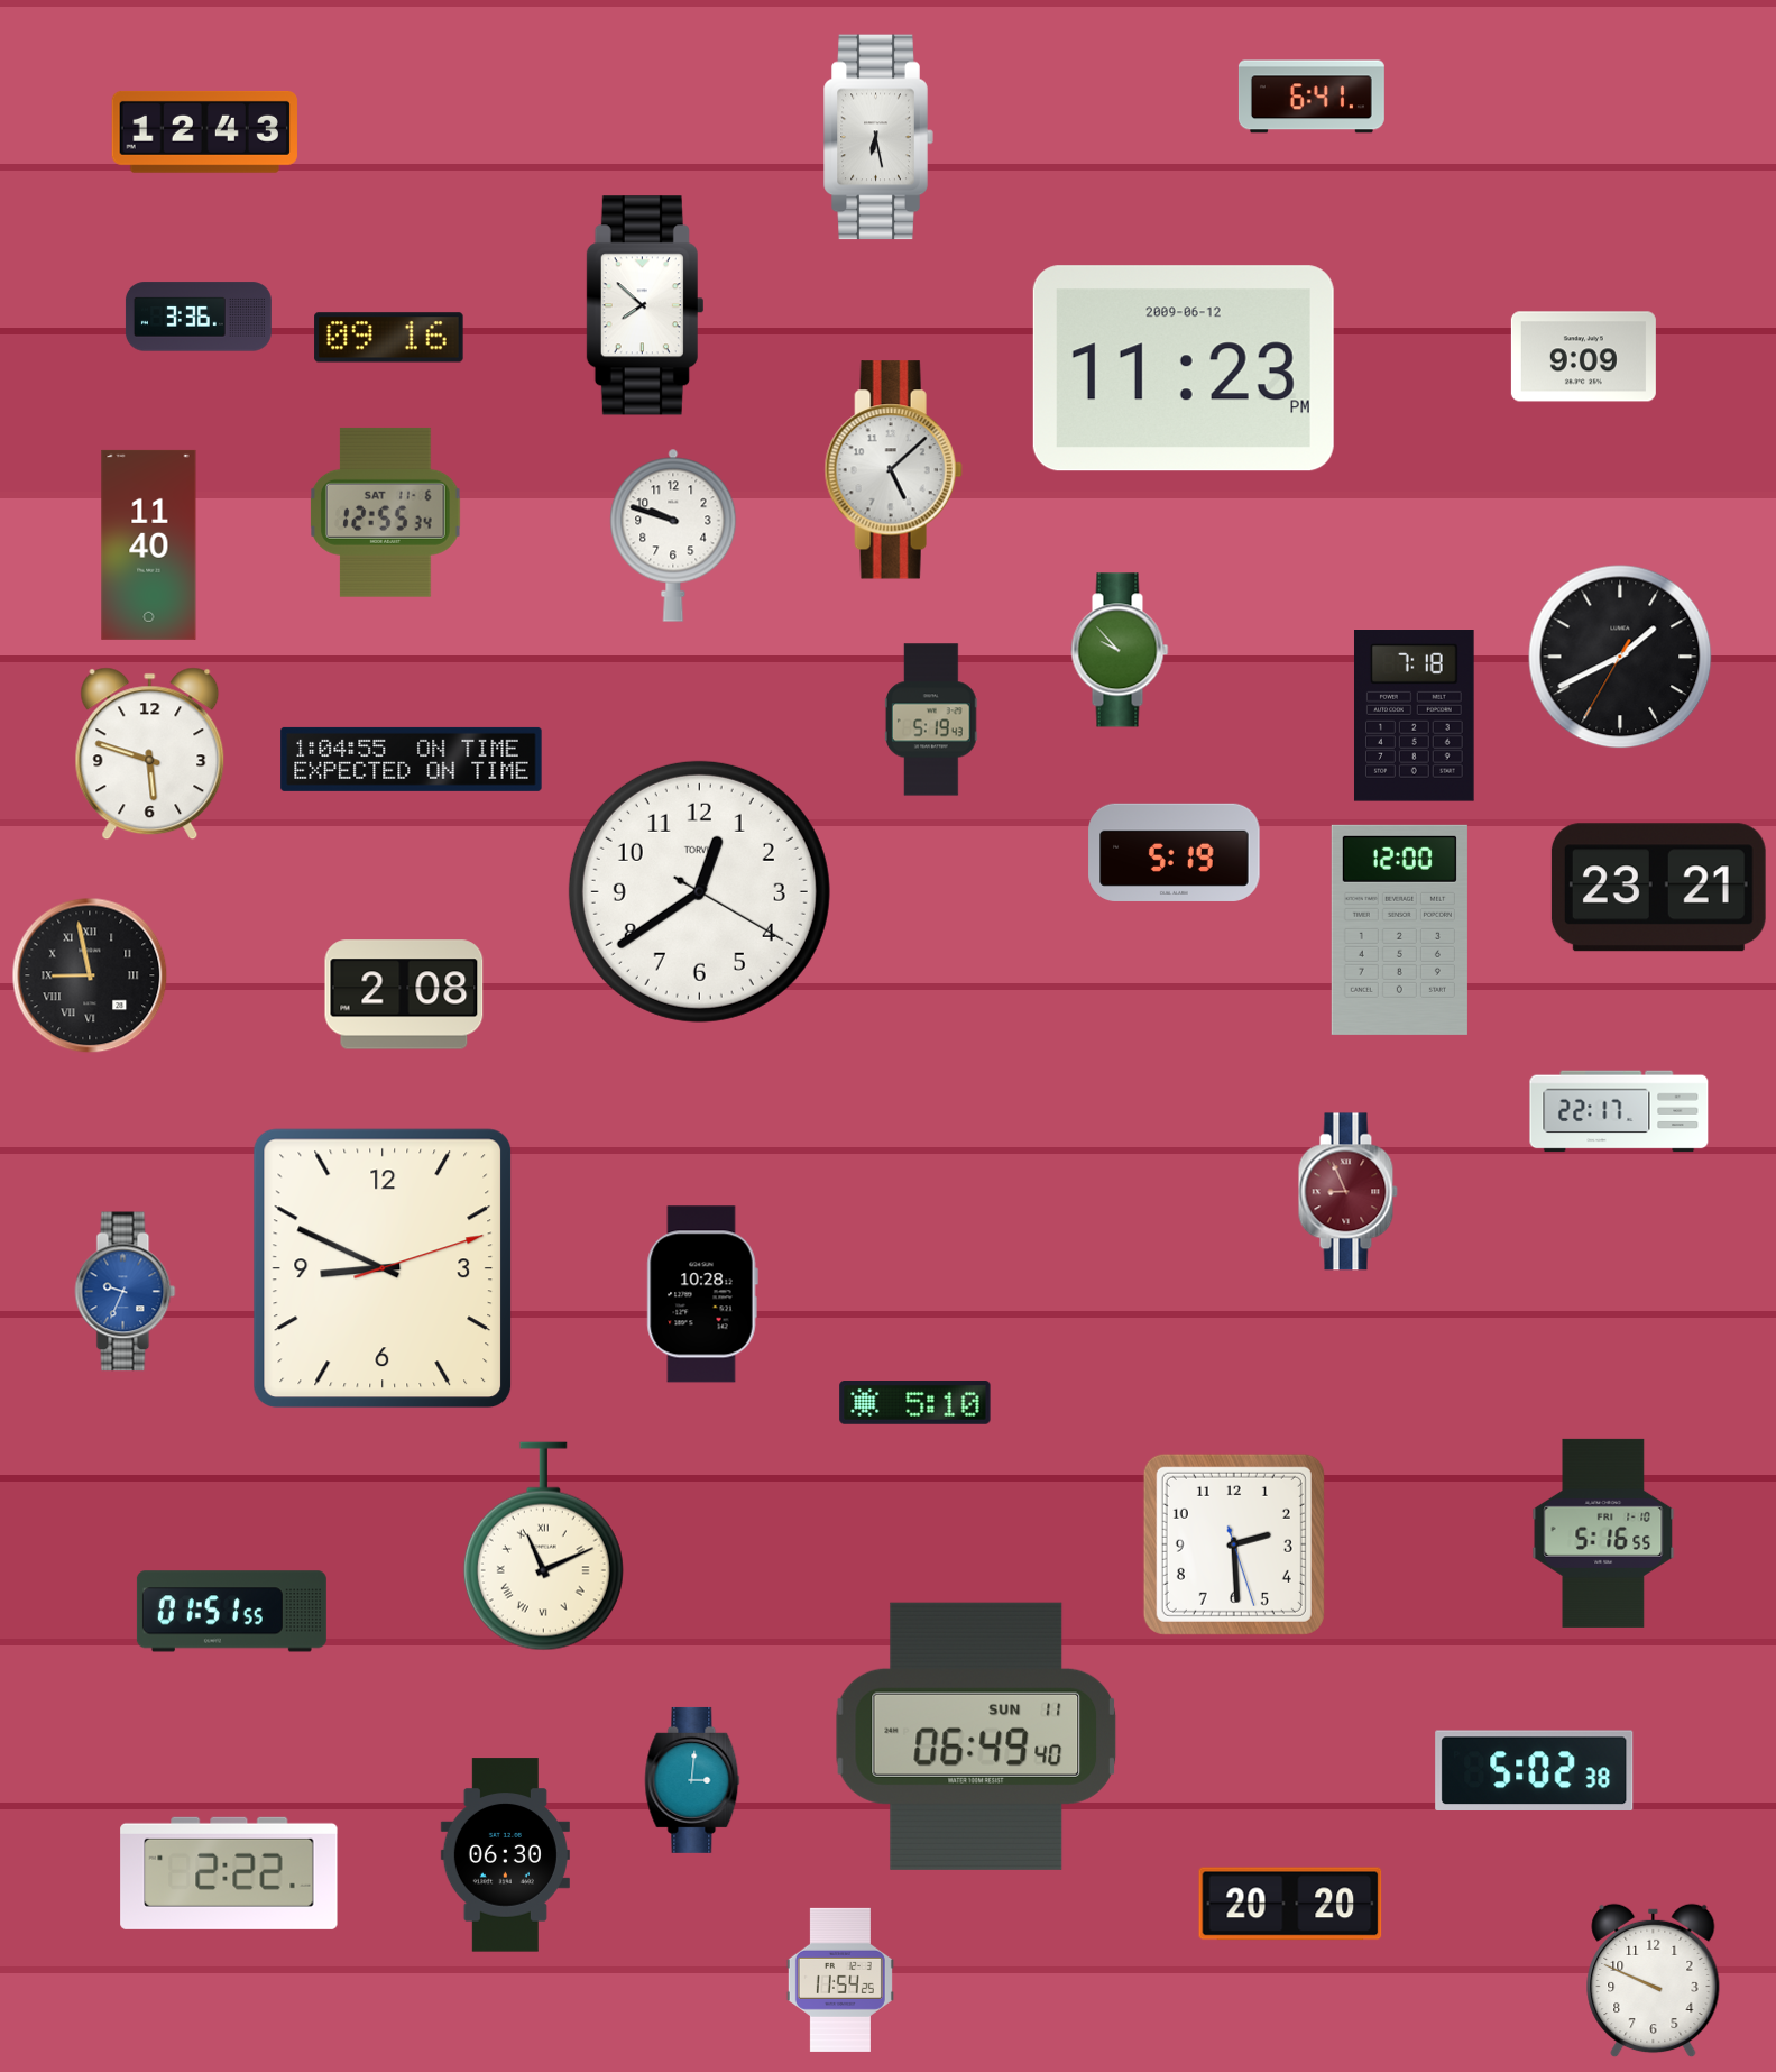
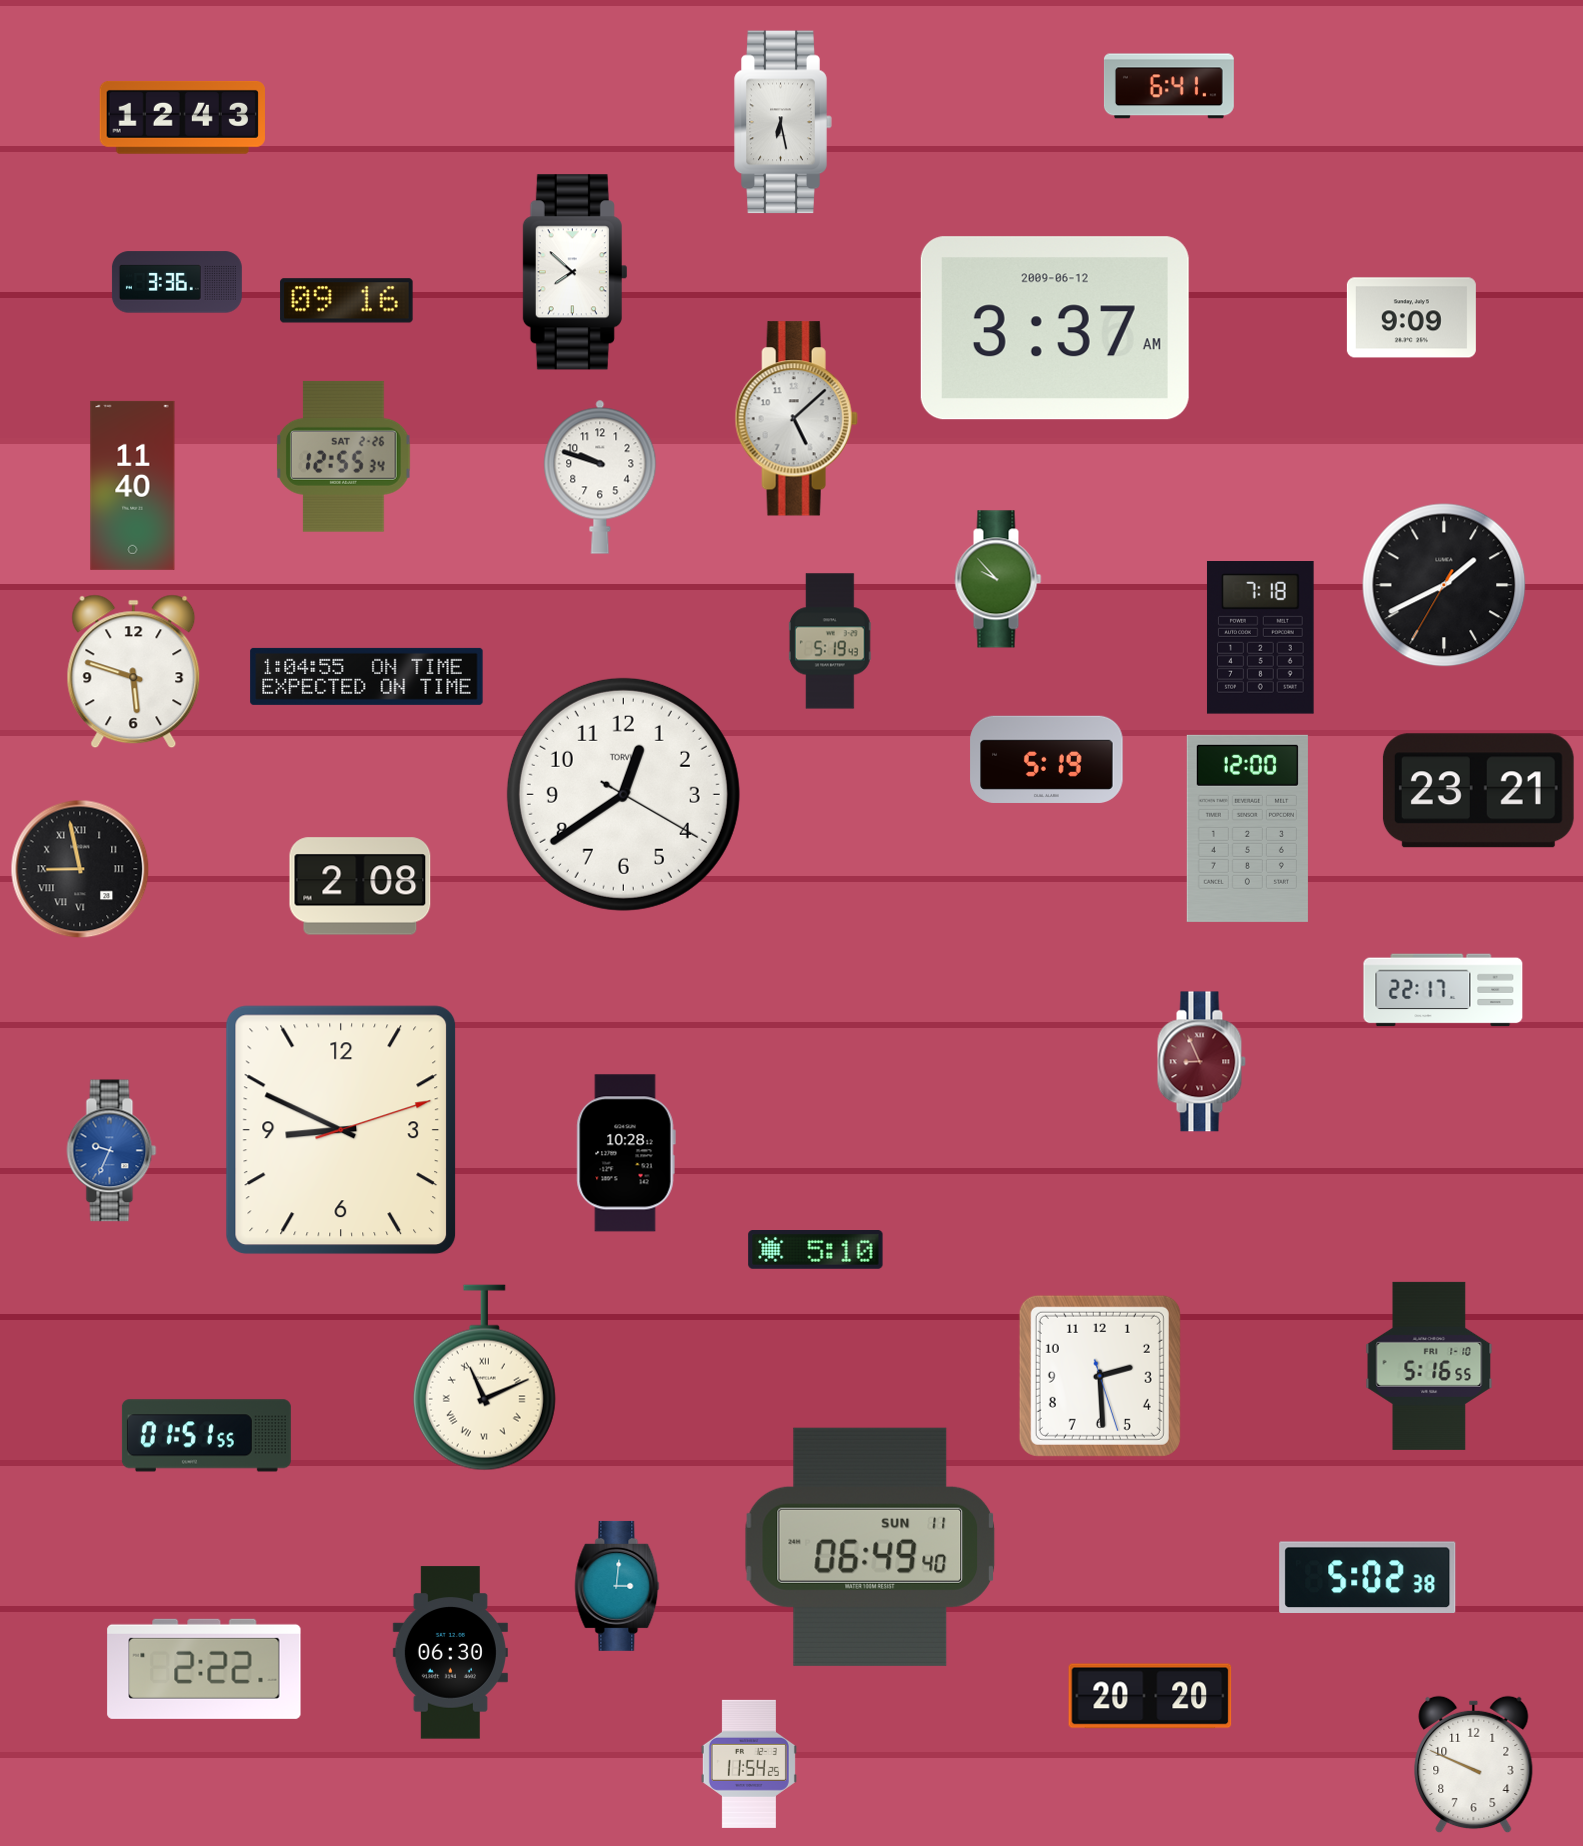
clock at (1184, 368): 11:23 -> 3:37
clock at (386, 512) date: SAT 11-6 -> SAT 2-26
